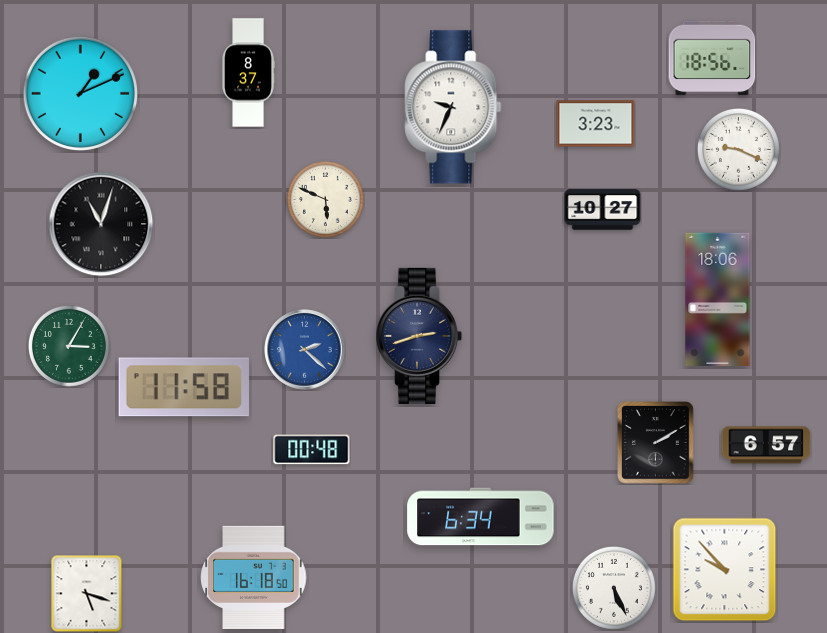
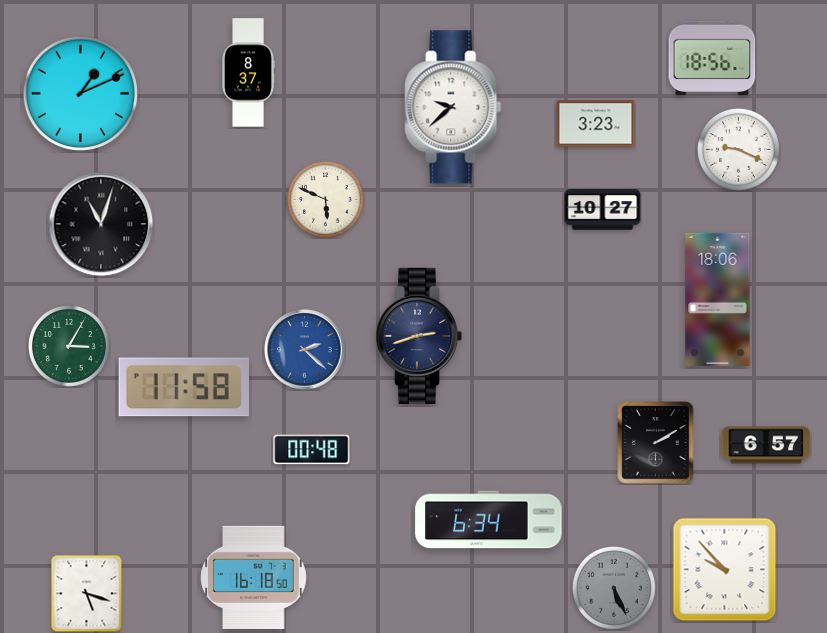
clock at (453, 107): 9:34 -> 9:38
clock at (481, 517) position: (481, 517) -> (489, 520)
clock at (614, 588) dial: white -> grey
